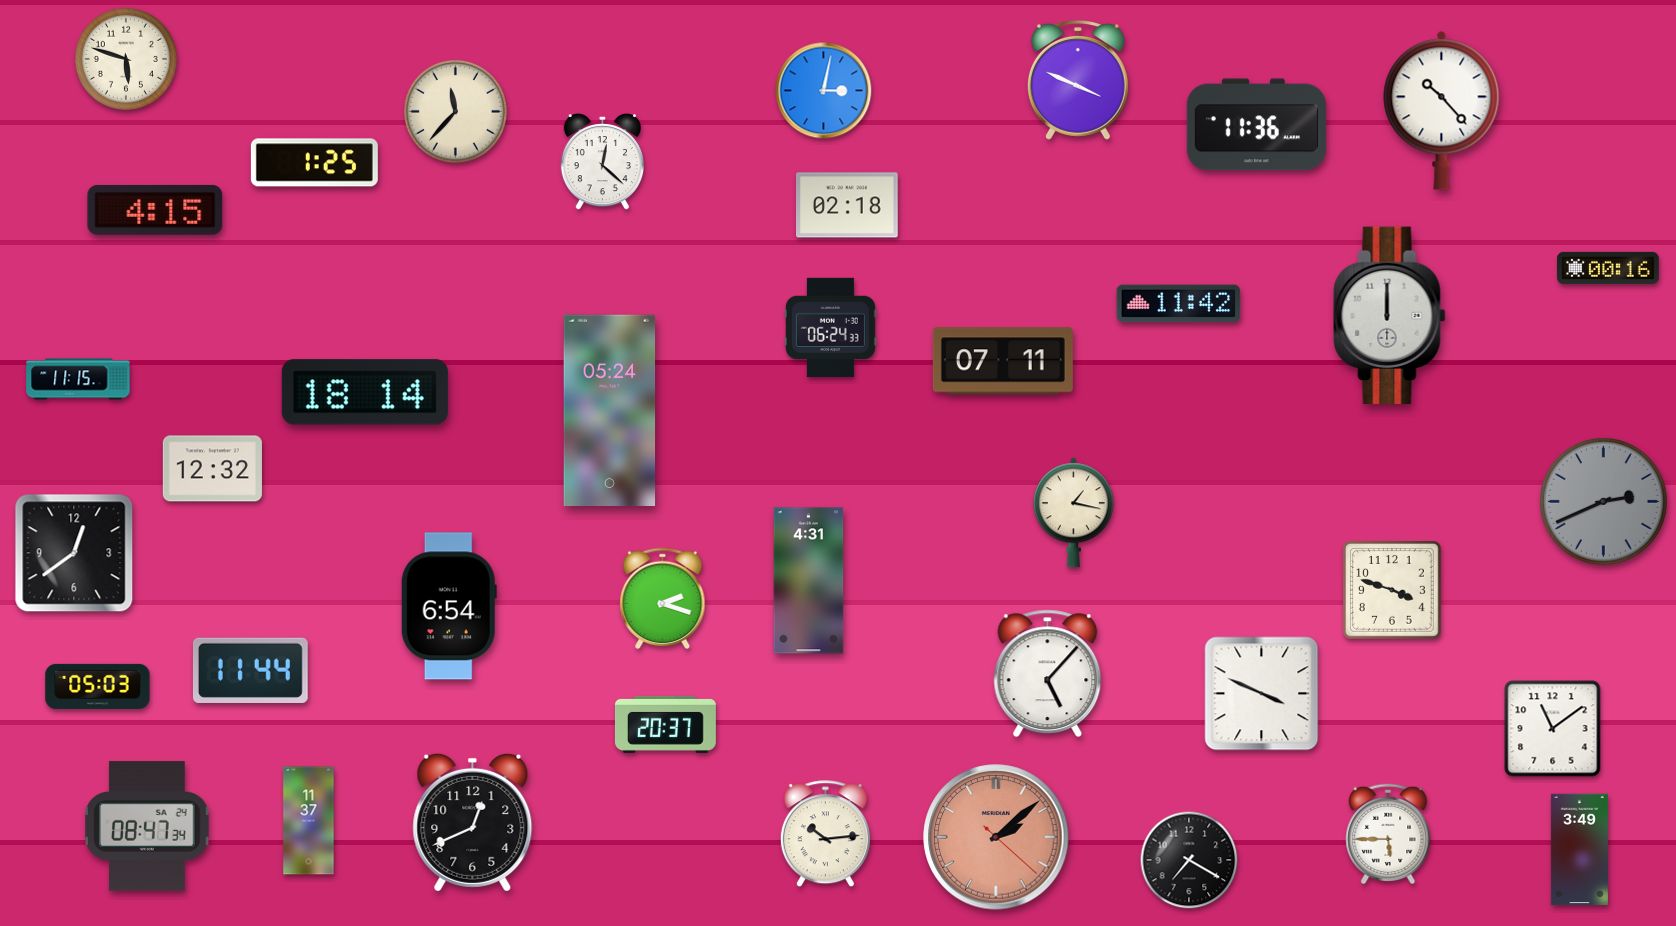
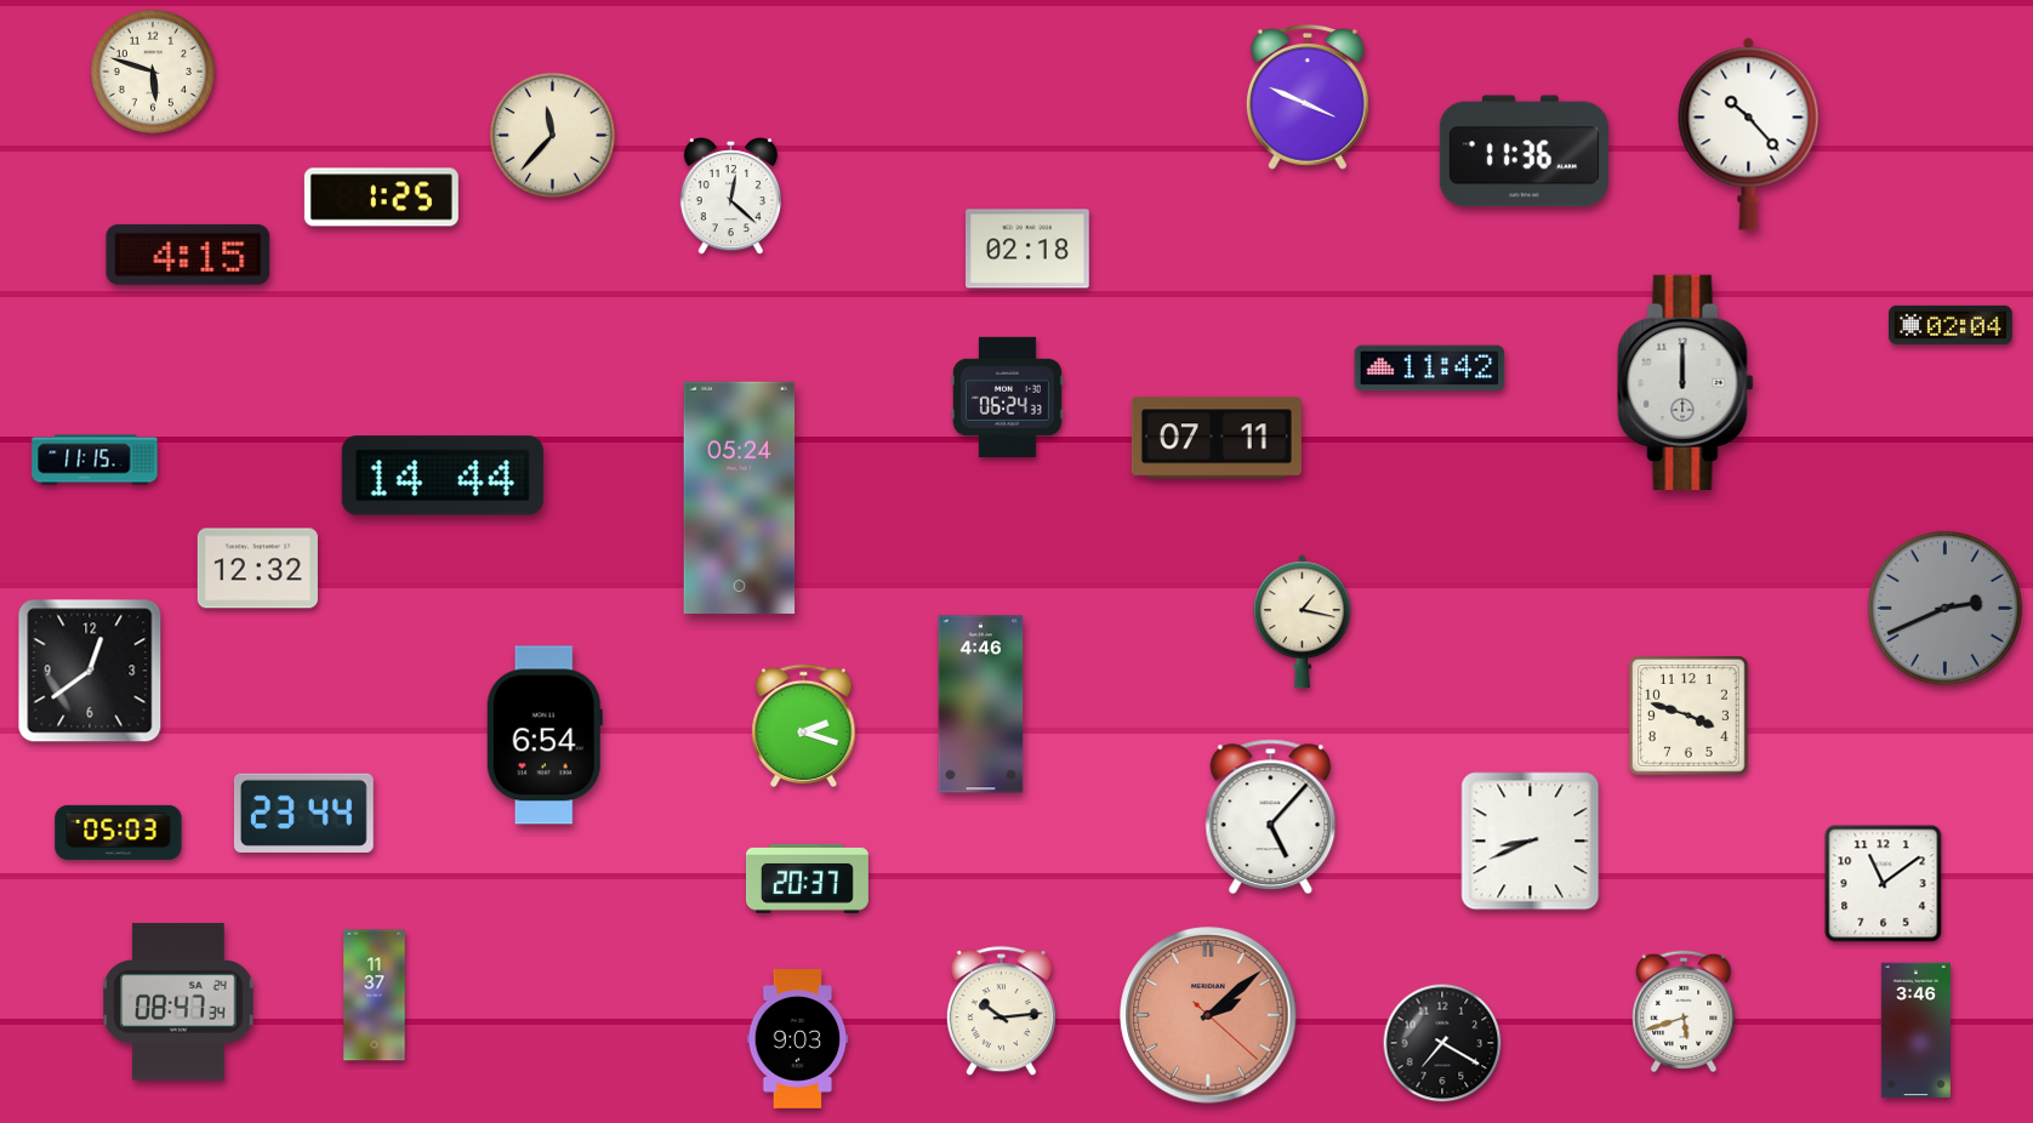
clock at (824, 91): 3:02 -> none
clock at (1608, 268): 00:16 -> 02:04
clock at (365, 392): 18:14 -> 14:44
clock at (809, 581): 4:31 -> 4:46
clock at (250, 670): 11:44 -> 23:44
clock at (1262, 694): 3:49 -> 8:41
clock at (473, 822): 12:41 -> none
clock at (1388, 834): 5:45 -> 5:42
clock at (1579, 850): 3:49 -> 3:46
clock at (798, 1039): none -> 9:03
